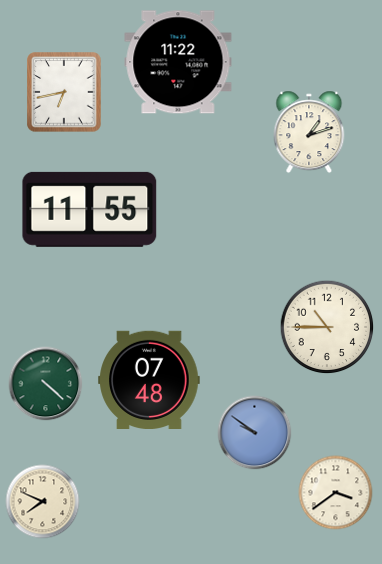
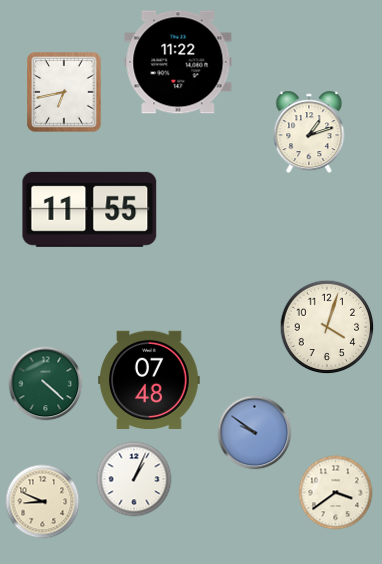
clock at (327, 327): 10:45 -> 4:03
clock at (134, 479): none -> 1:04
clock at (43, 502): 7:49 -> 8:49
